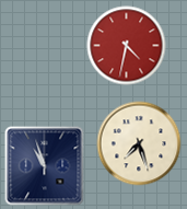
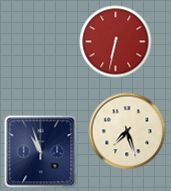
clock at (127, 46): 4:32 -> 6:32
